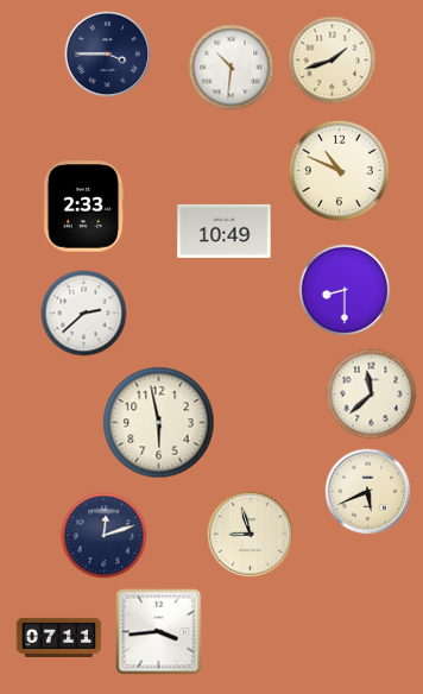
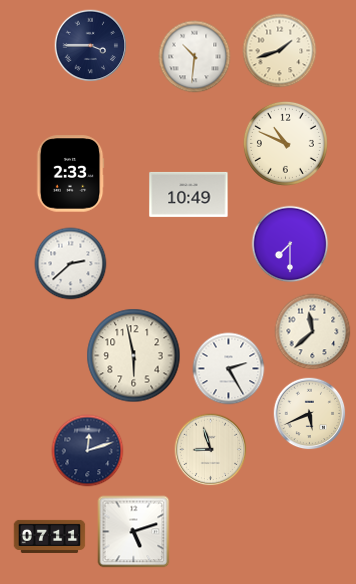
clock at (345, 290): 8:30 -> 7:30
clock at (229, 369): none -> 2:25
clock at (159, 632): 3:44 -> 5:12
